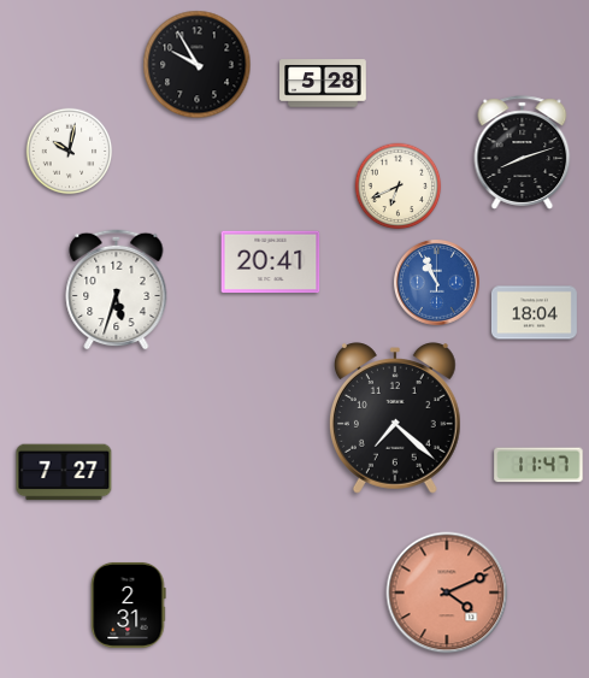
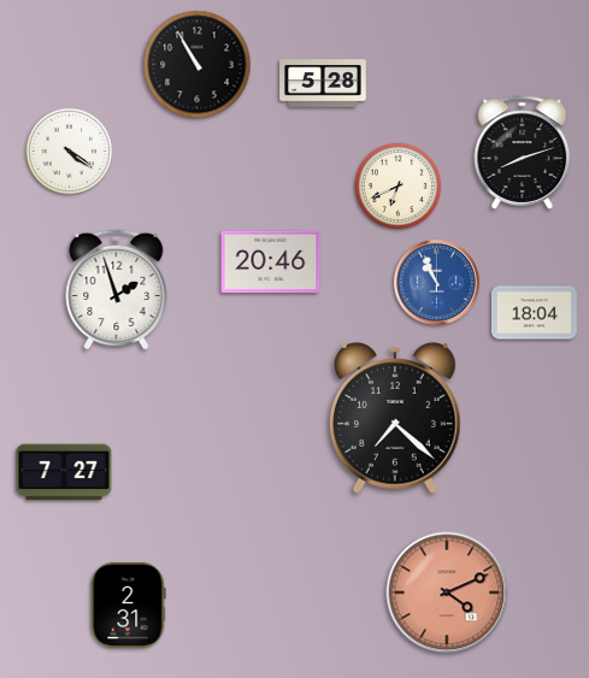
clock at (198, 65): 9:55 -> 10:55
clock at (70, 152): 10:02 -> 4:21
clock at (271, 263): 20:41 -> 20:46
clock at (117, 289): 5:33 -> 1:57
clock at (538, 465): 11:47 -> none
